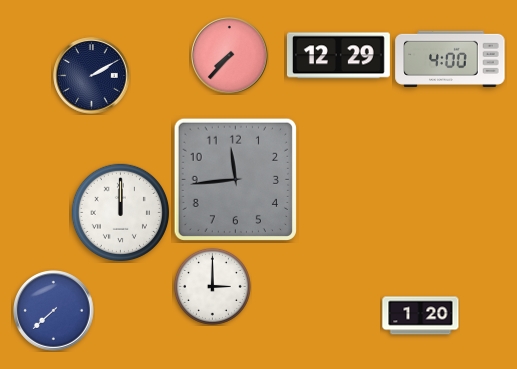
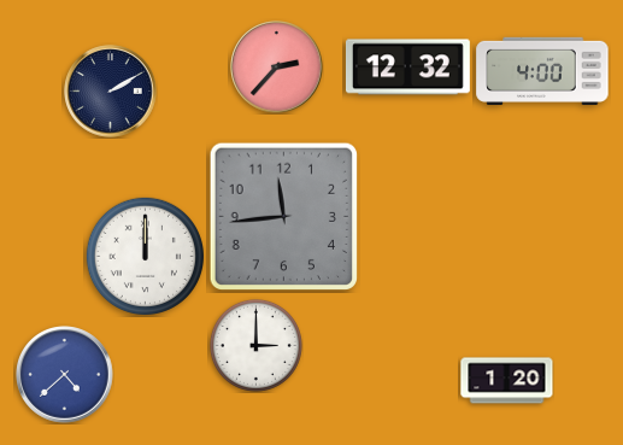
clock at (230, 56): 7:37 -> 2:37
clock at (338, 56): 12:29 -> 12:32
clock at (54, 311): 7:38 -> 4:38
